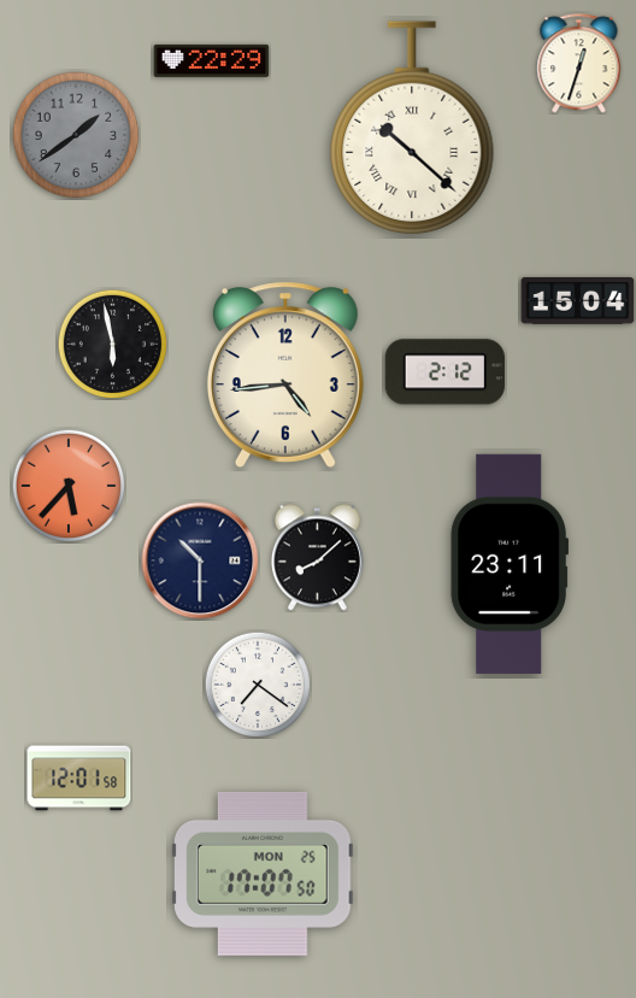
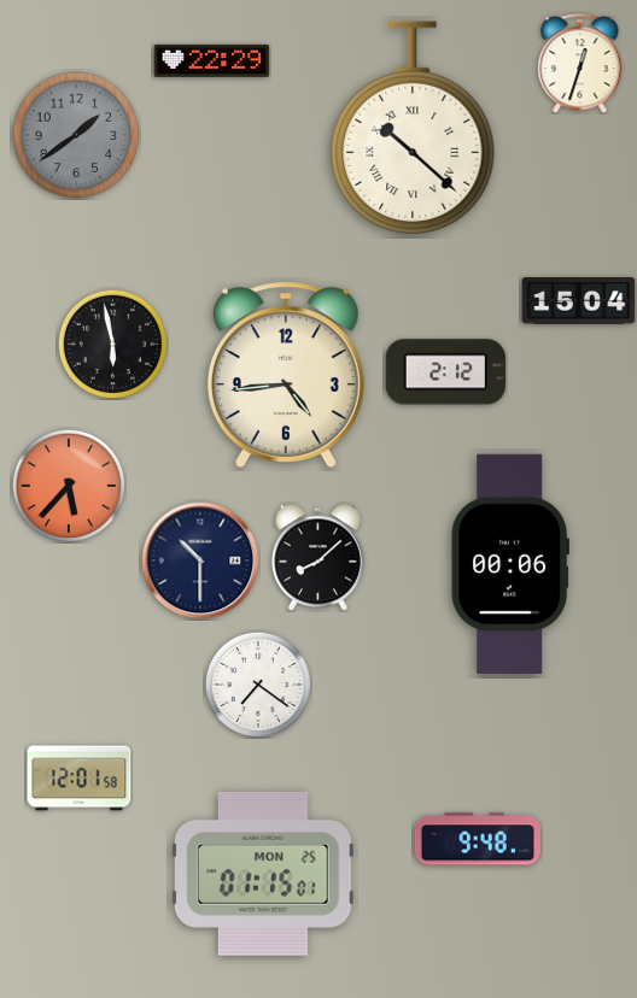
clock at (508, 564): 23:11 -> 00:06
clock at (478, 839): none -> 9:48
clock at (264, 874): 17:07 -> 01:15
